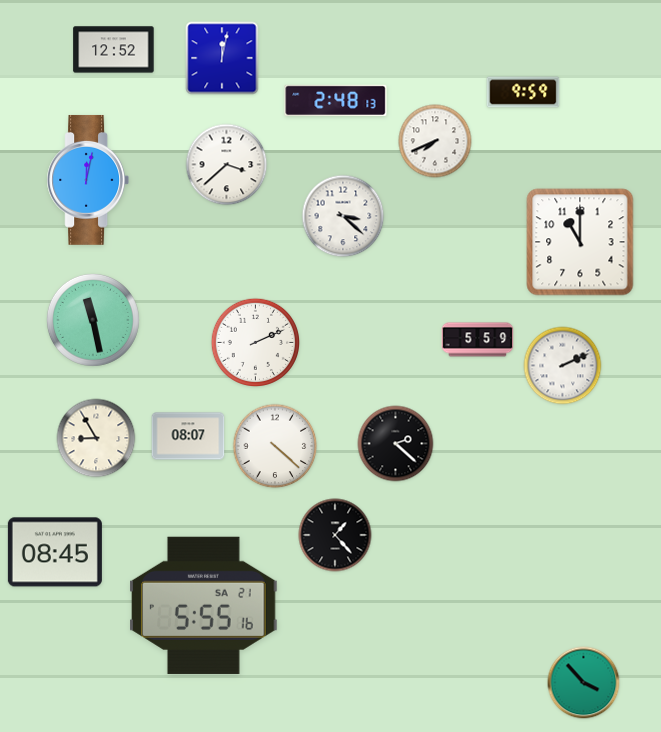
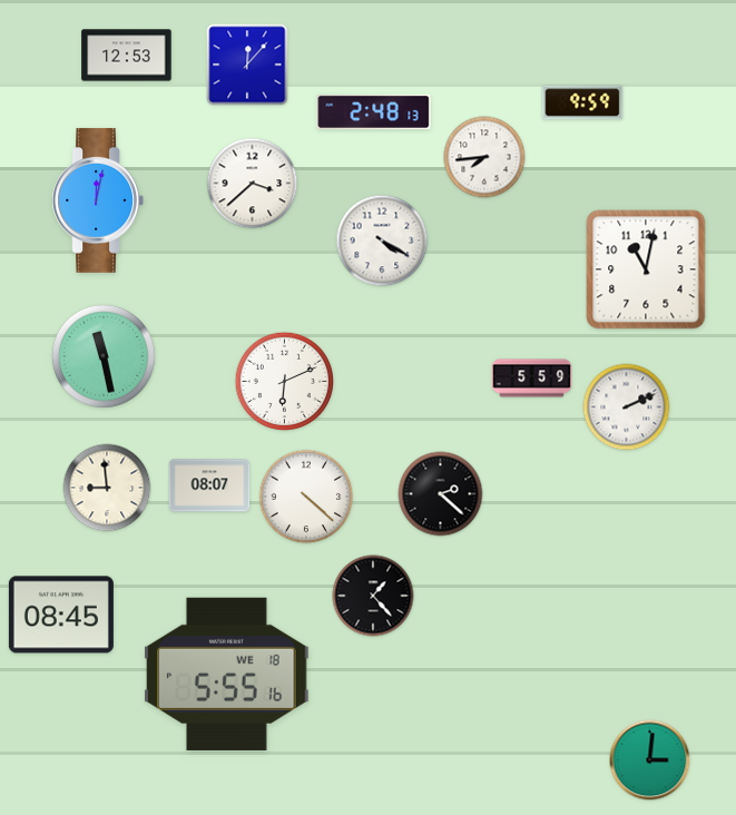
clock at (114, 50): 12:52 -> 12:53
clock at (222, 58): 12:02 -> 12:07
clock at (435, 141): 7:41 -> 7:44
clock at (343, 216): 3:22 -> 4:20
clock at (580, 242): 11:00 -> 11:02
clock at (255, 342): 2:11 -> 6:11
clock at (96, 438): 8:55 -> 8:59
clock at (204, 605) date: SA 21 -> WE 18
clock at (584, 683): 3:53 -> 3:01
